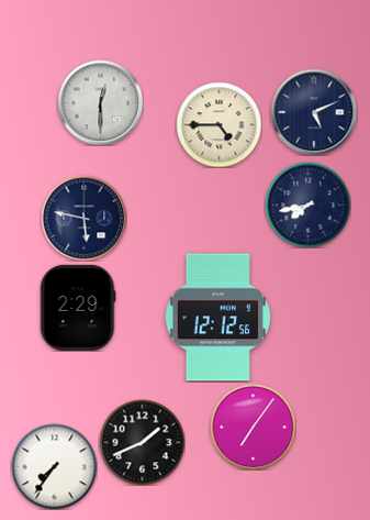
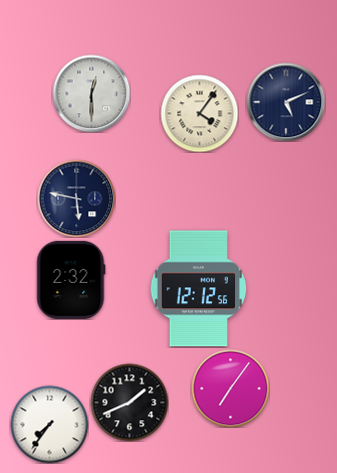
clock at (218, 124): 4:45 -> 4:06
clock at (307, 204): 7:43 -> none
clock at (78, 308): 2:29 -> 2:32
